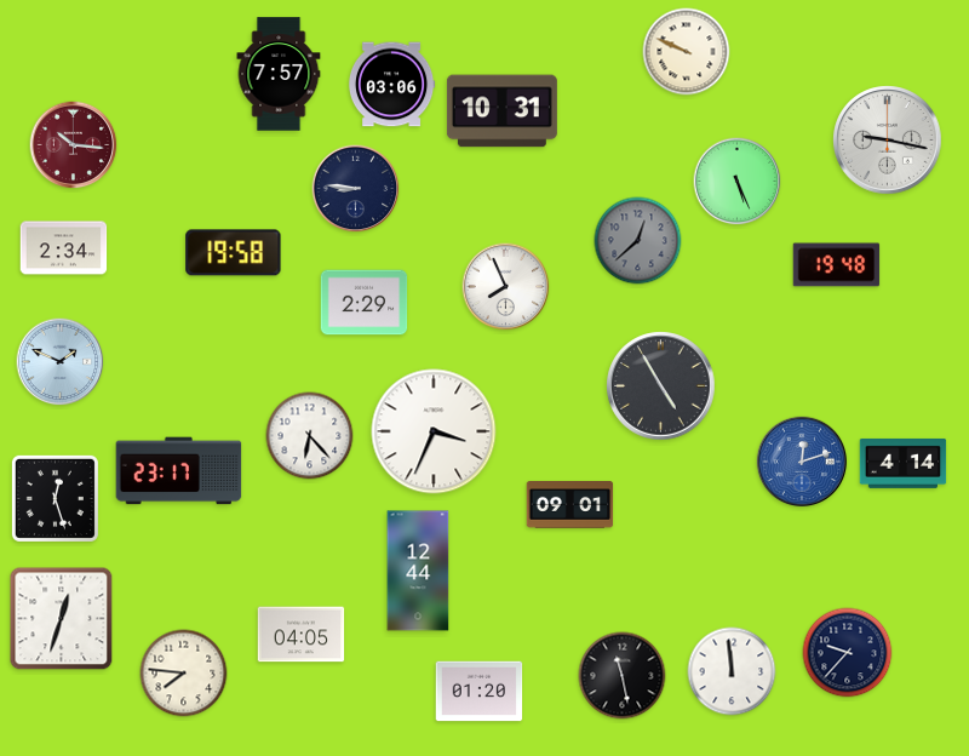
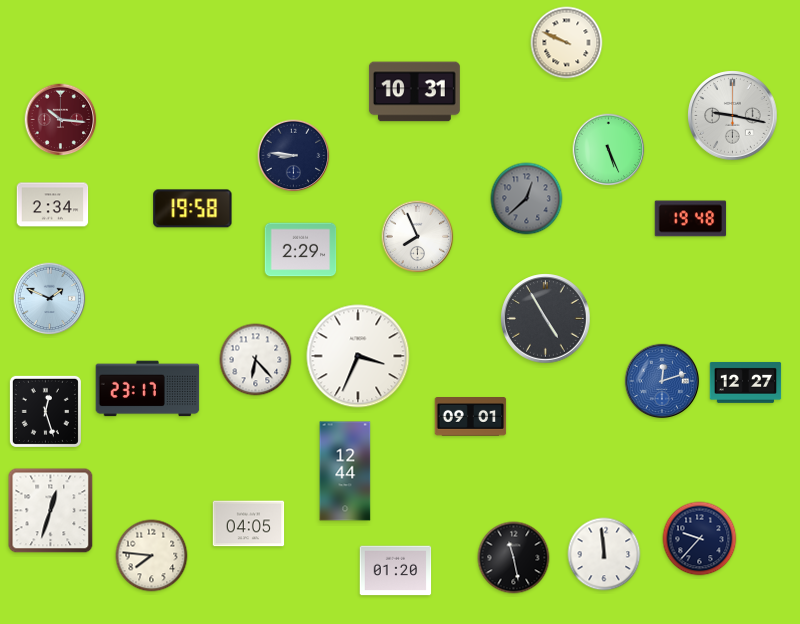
clock at (279, 74): 7:57 -> none
clock at (391, 85): 03:06 -> none
clock at (904, 463): 4:14 -> 12:27
